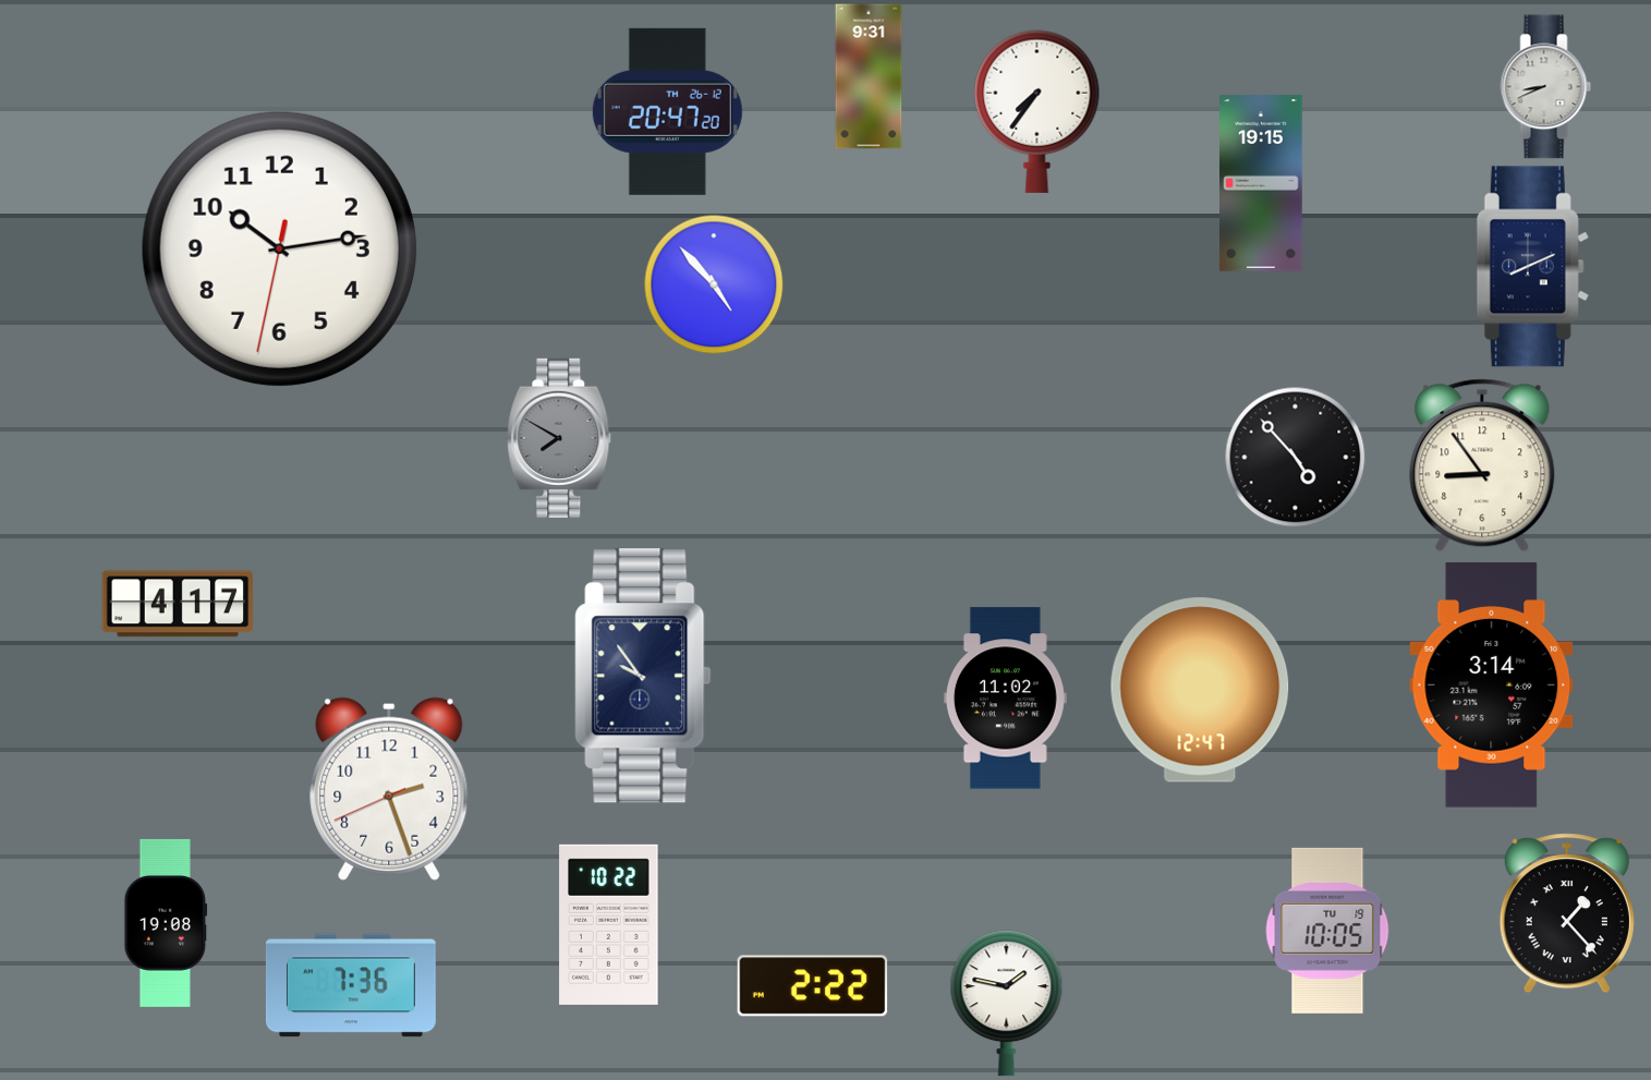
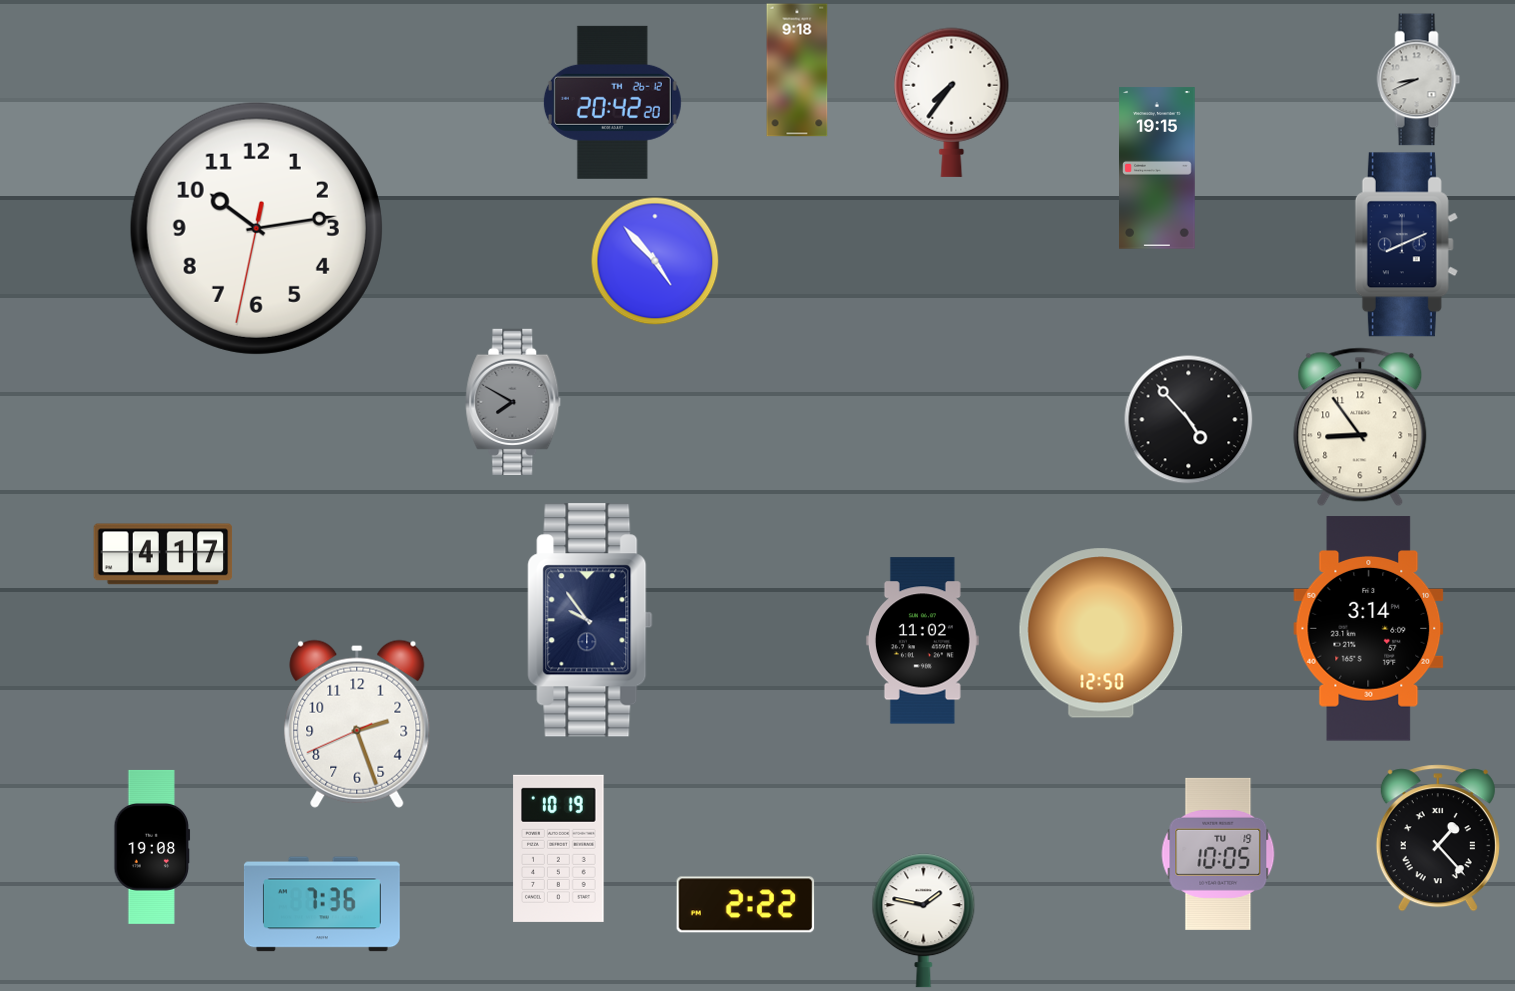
clock at (869, 76): 9:31 -> 9:18
clock at (667, 111): 20:47 -> 20:42
clock at (1200, 690): 12:47 -> 12:50
clock at (609, 924): 10:22 -> 10:19
